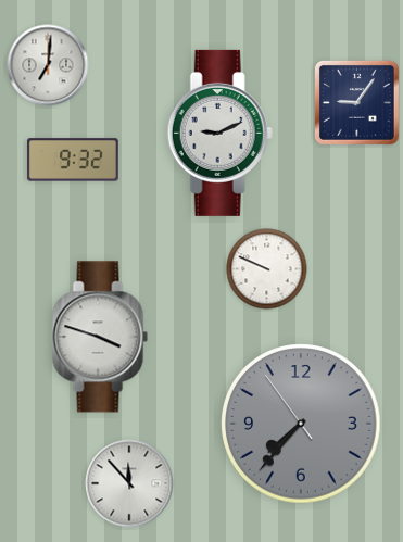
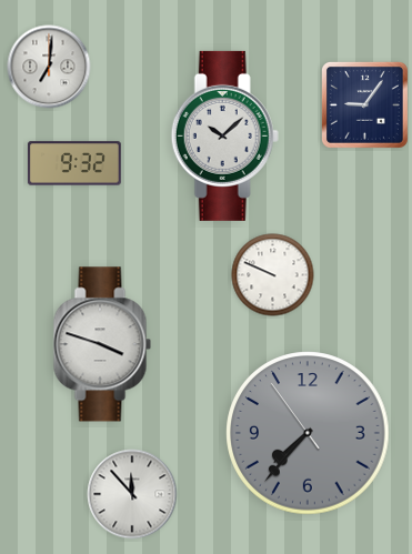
clock at (219, 133): 9:11 -> 10:08
